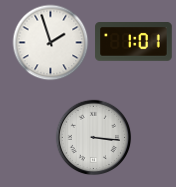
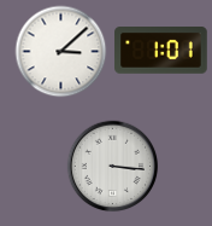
clock at (51, 43): 1:57 -> 3:08
